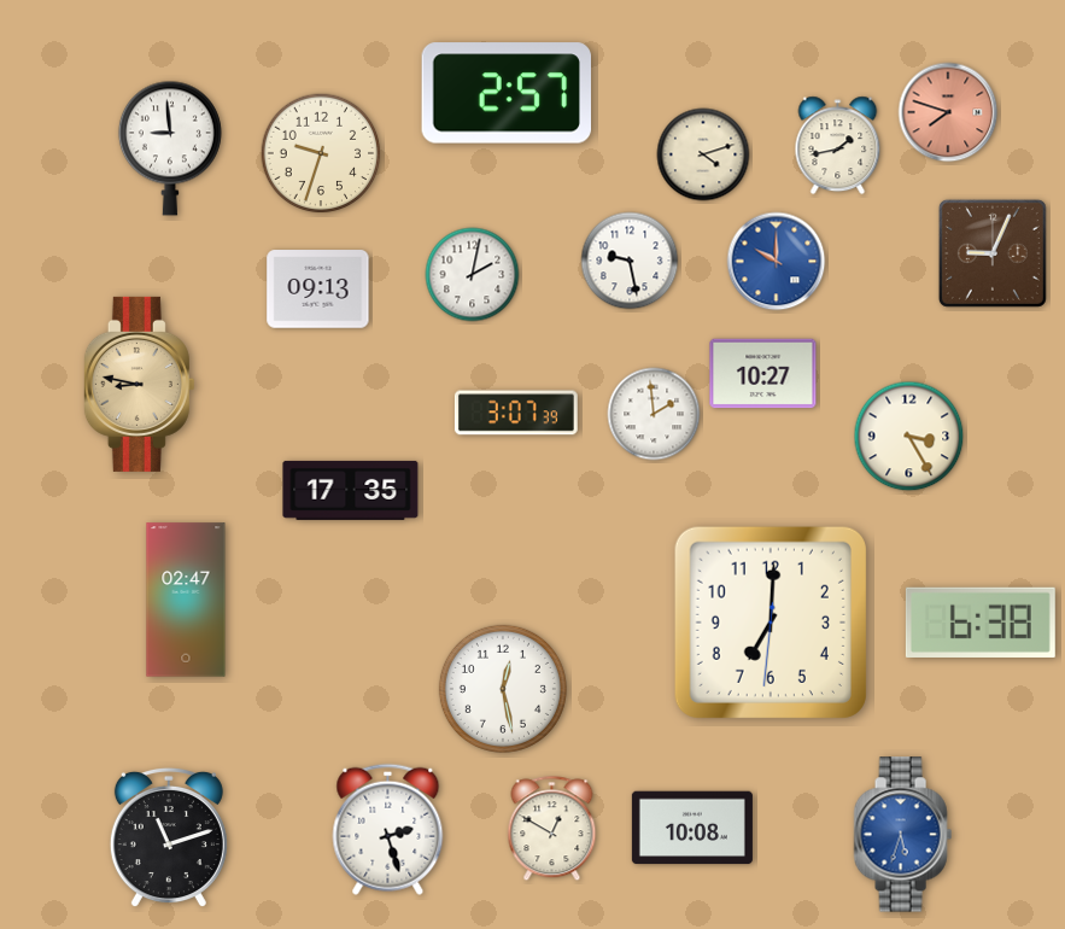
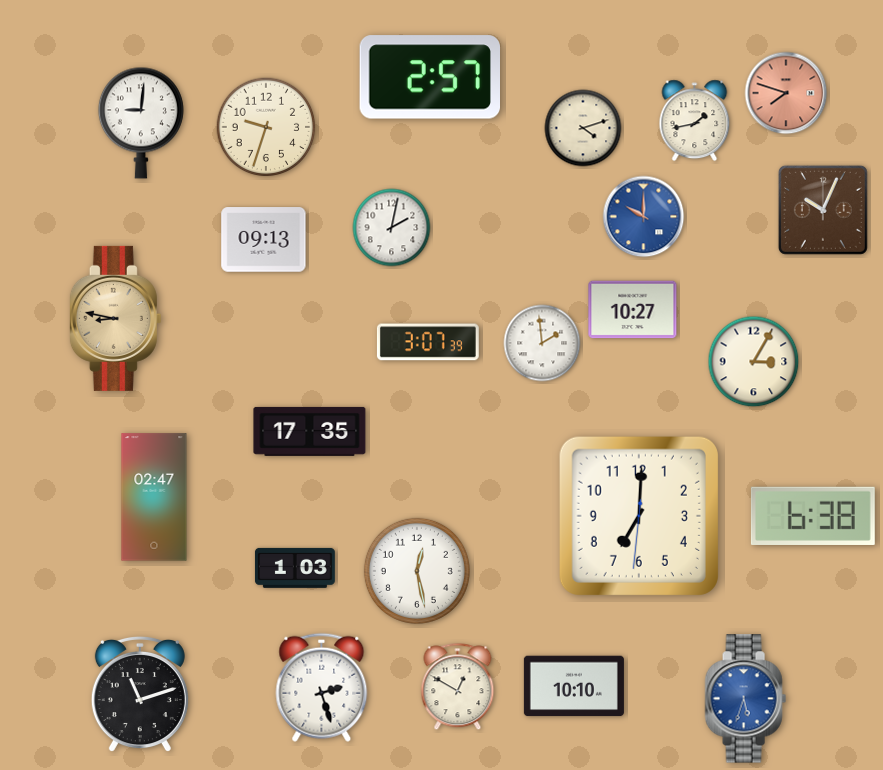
clock at (505, 93) position: (505, 93) -> (429, 77)
clock at (170, 148): 8:59 -> 9:01
clock at (993, 253): 9:04 -> 10:04
clock at (630, 261): 9:28 -> none
clock at (909, 437): 3:25 -> 3:05
clock at (351, 490) position: (351, 490) -> (310, 431)
clock at (295, 568): none -> 1:03
clock at (692, 828): 10:08 -> 10:10
clock at (902, 835) position: (902, 835) -> (745, 699)
